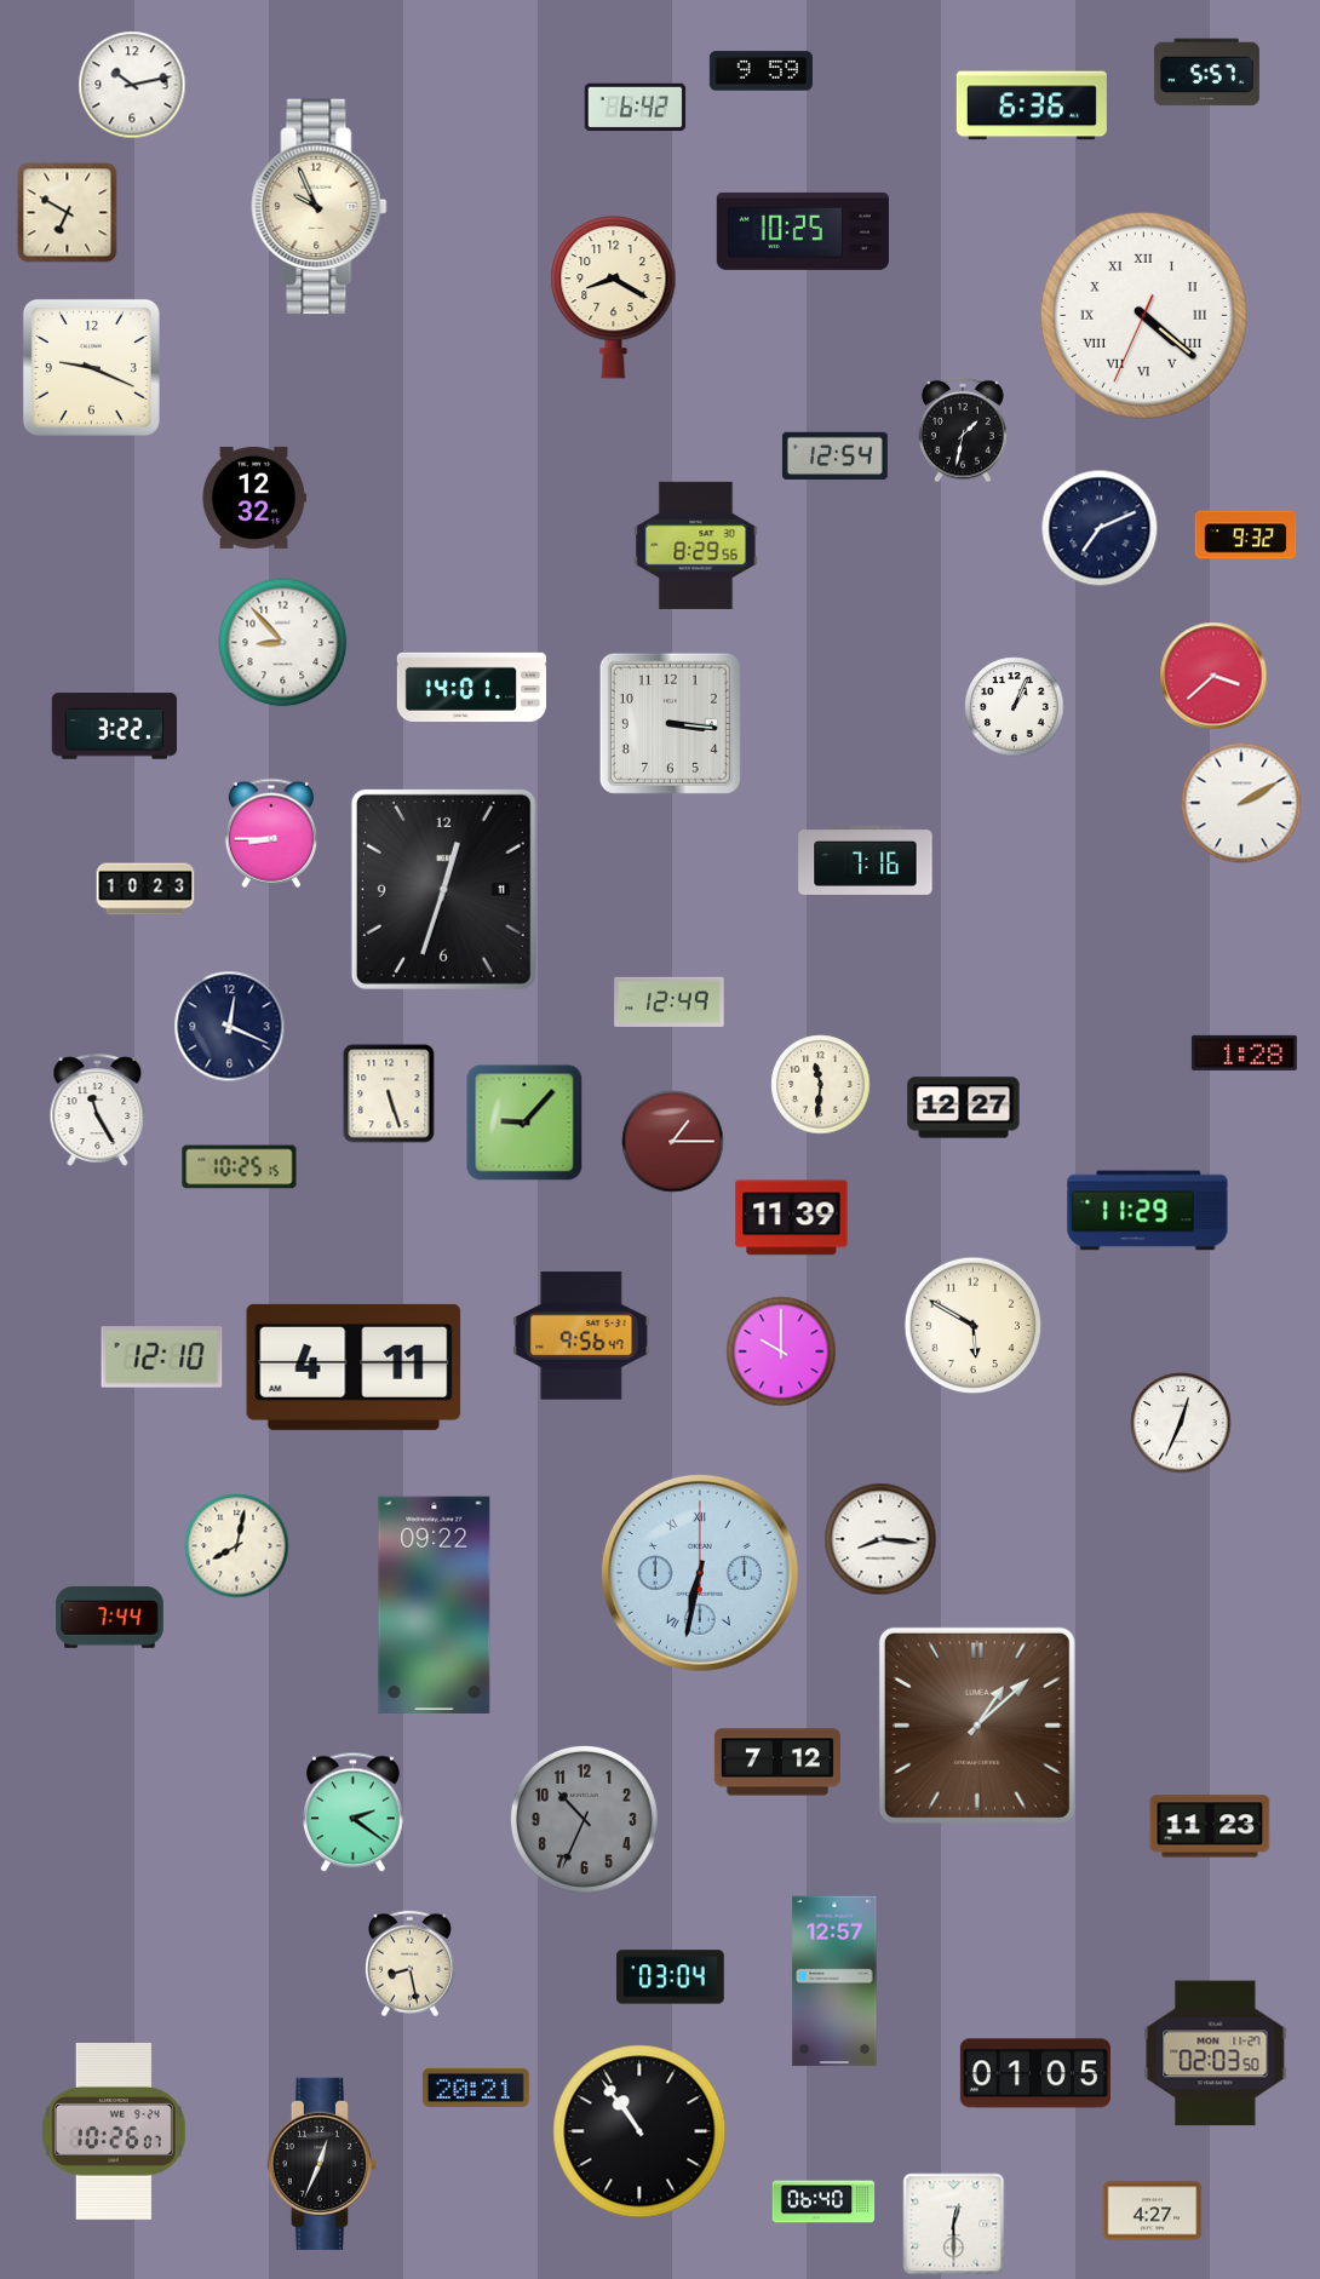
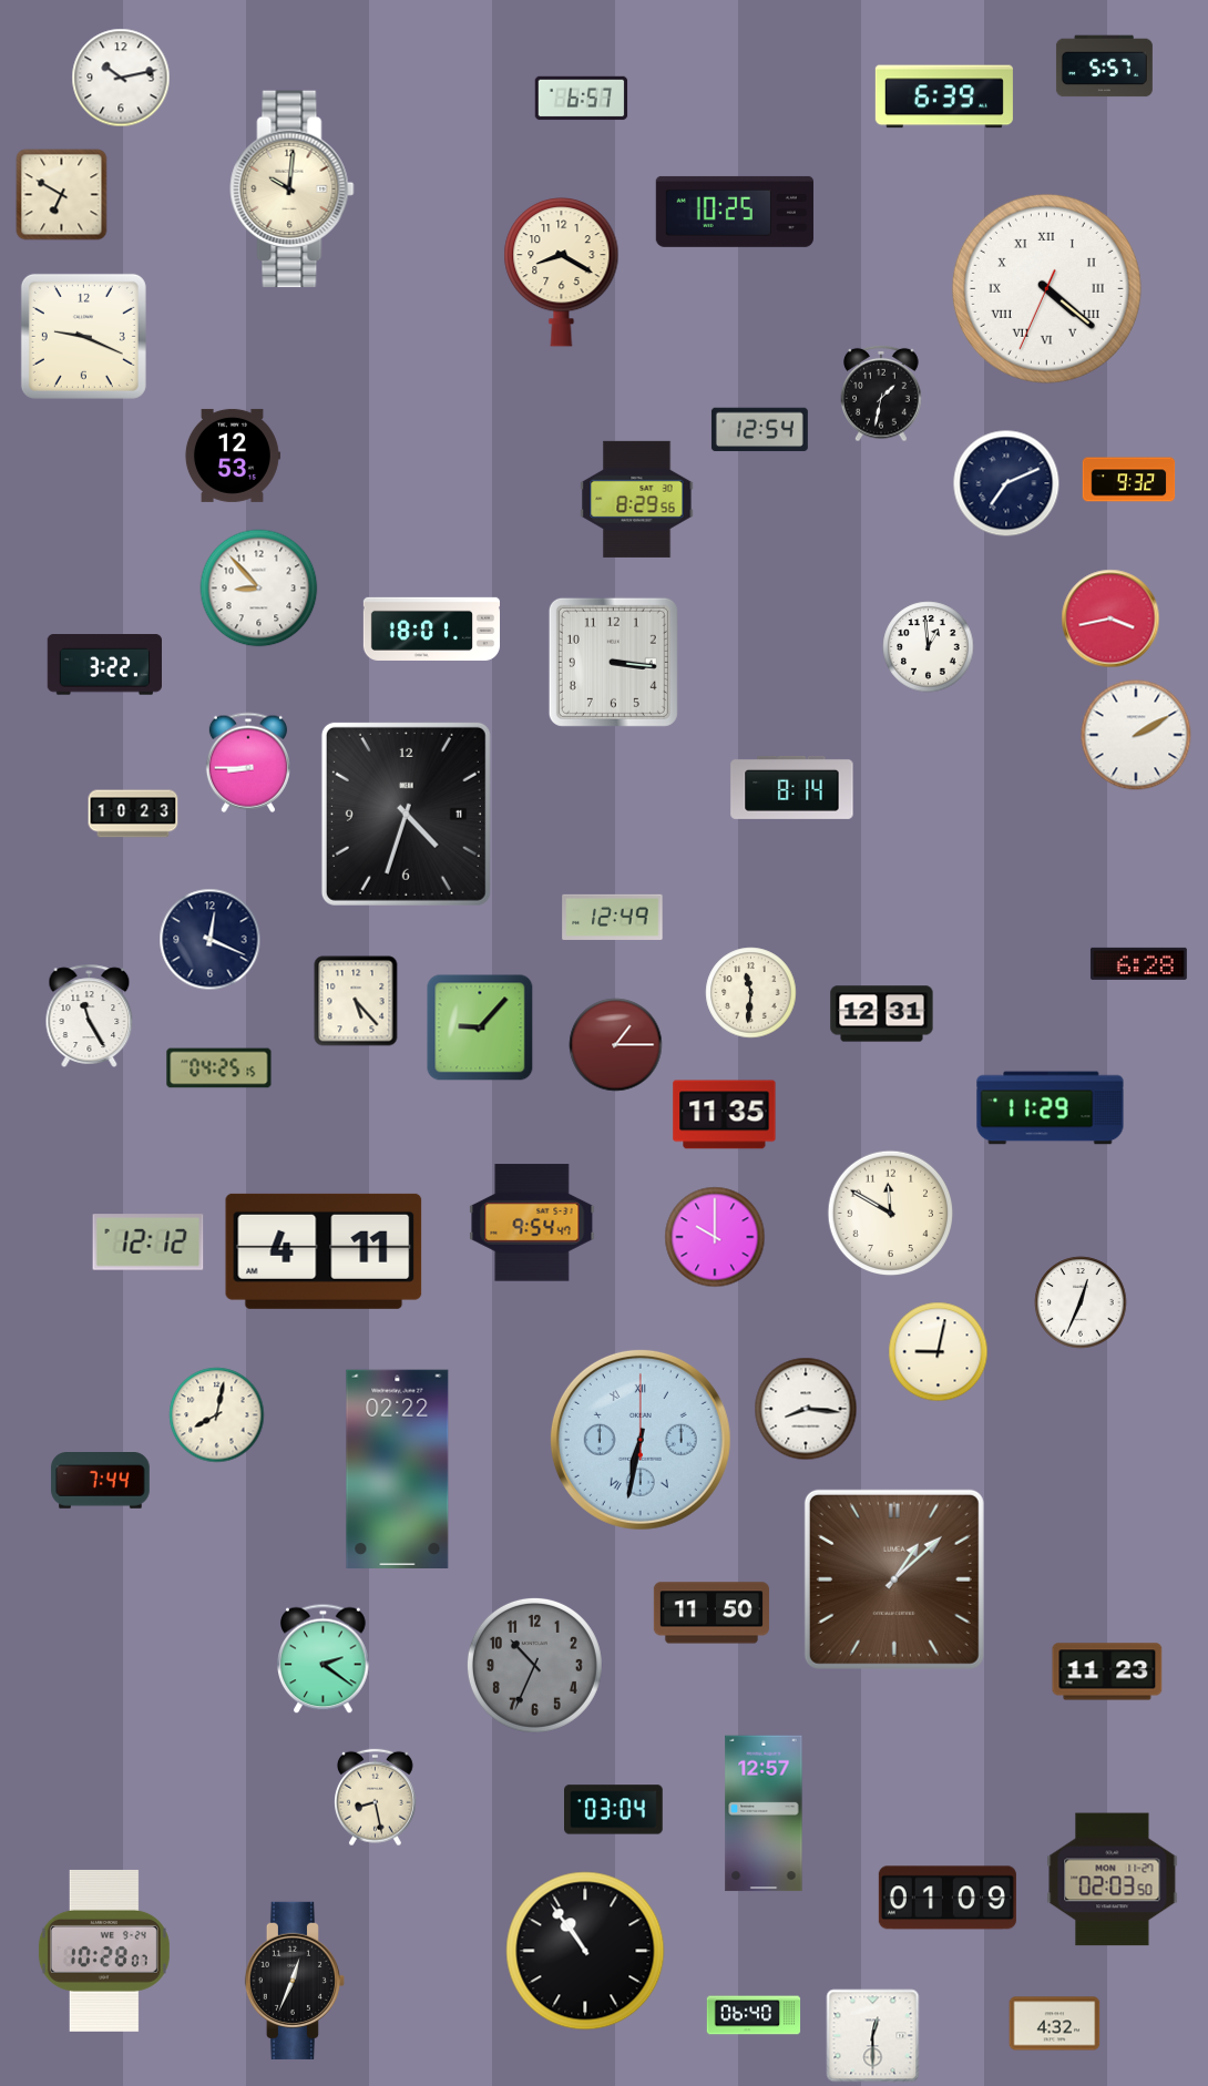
clock at (761, 71): 9:59 -> none
clock at (1032, 105): 6:36 -> 6:39
clock at (636, 108): 6:42 -> 6:57
clock at (320, 207): 9:56 -> 10:01
clock at (834, 457) position: (834, 457) -> (759, 430)
clock at (253, 498): 12:32 -> 12:53
clock at (1246, 535) position: (1246, 535) -> (1129, 480)
clock at (1213, 676): 3:38 -> 3:43
clock at (471, 687): 14:01 -> 18:01
clock at (1015, 707): 1:04 -> 12:59
clock at (866, 860): 7:16 -> 8:14
clock at (443, 889): 12:33 -> 4:33
clock at (1244, 1052): 1:28 -> 6:28
clock at (389, 1093): 5:27 -> 5:23
clock at (964, 1108): 12:27 -> 12:31
clock at (240, 1167): 10:25 -> 04:25
clock at (792, 1218): 11:39 -> 11:35
clock at (974, 1326): 5:50 -> 11:50
clock at (581, 1336): 9:56 -> 9:54
clock at (162, 1357): 12:10 -> 12:12
clock at (939, 1352): none -> 9:02
clock at (435, 1605): 09:22 -> 02:22
clock at (777, 1762): 7:12 -> 11:50
clock at (1035, 2073): 01:05 -> 01:09
clock at (476, 2088): 20:21 -> none
clock at (114, 2131): 10:26 -> 10:28
clock at (1153, 2211): 4:27 -> 4:32
